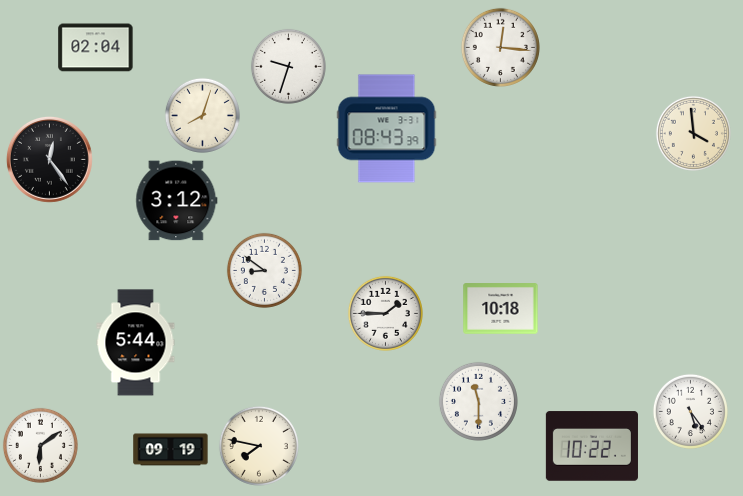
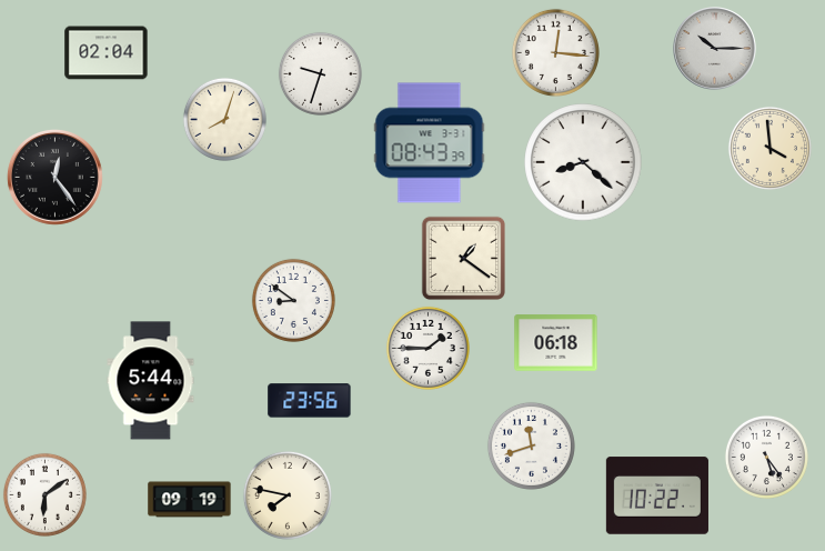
clock at (715, 49): none -> 10:15
clock at (202, 115) position: (202, 115) -> (224, 119)
clock at (583, 162): none -> 8:22
clock at (177, 201): 3:12 -> none
clock at (463, 258): none -> 1:21
clock at (501, 309): 10:18 -> 06:18
clock at (310, 401): none -> 23:56
clock at (478, 401): 11:30 -> 11:42
